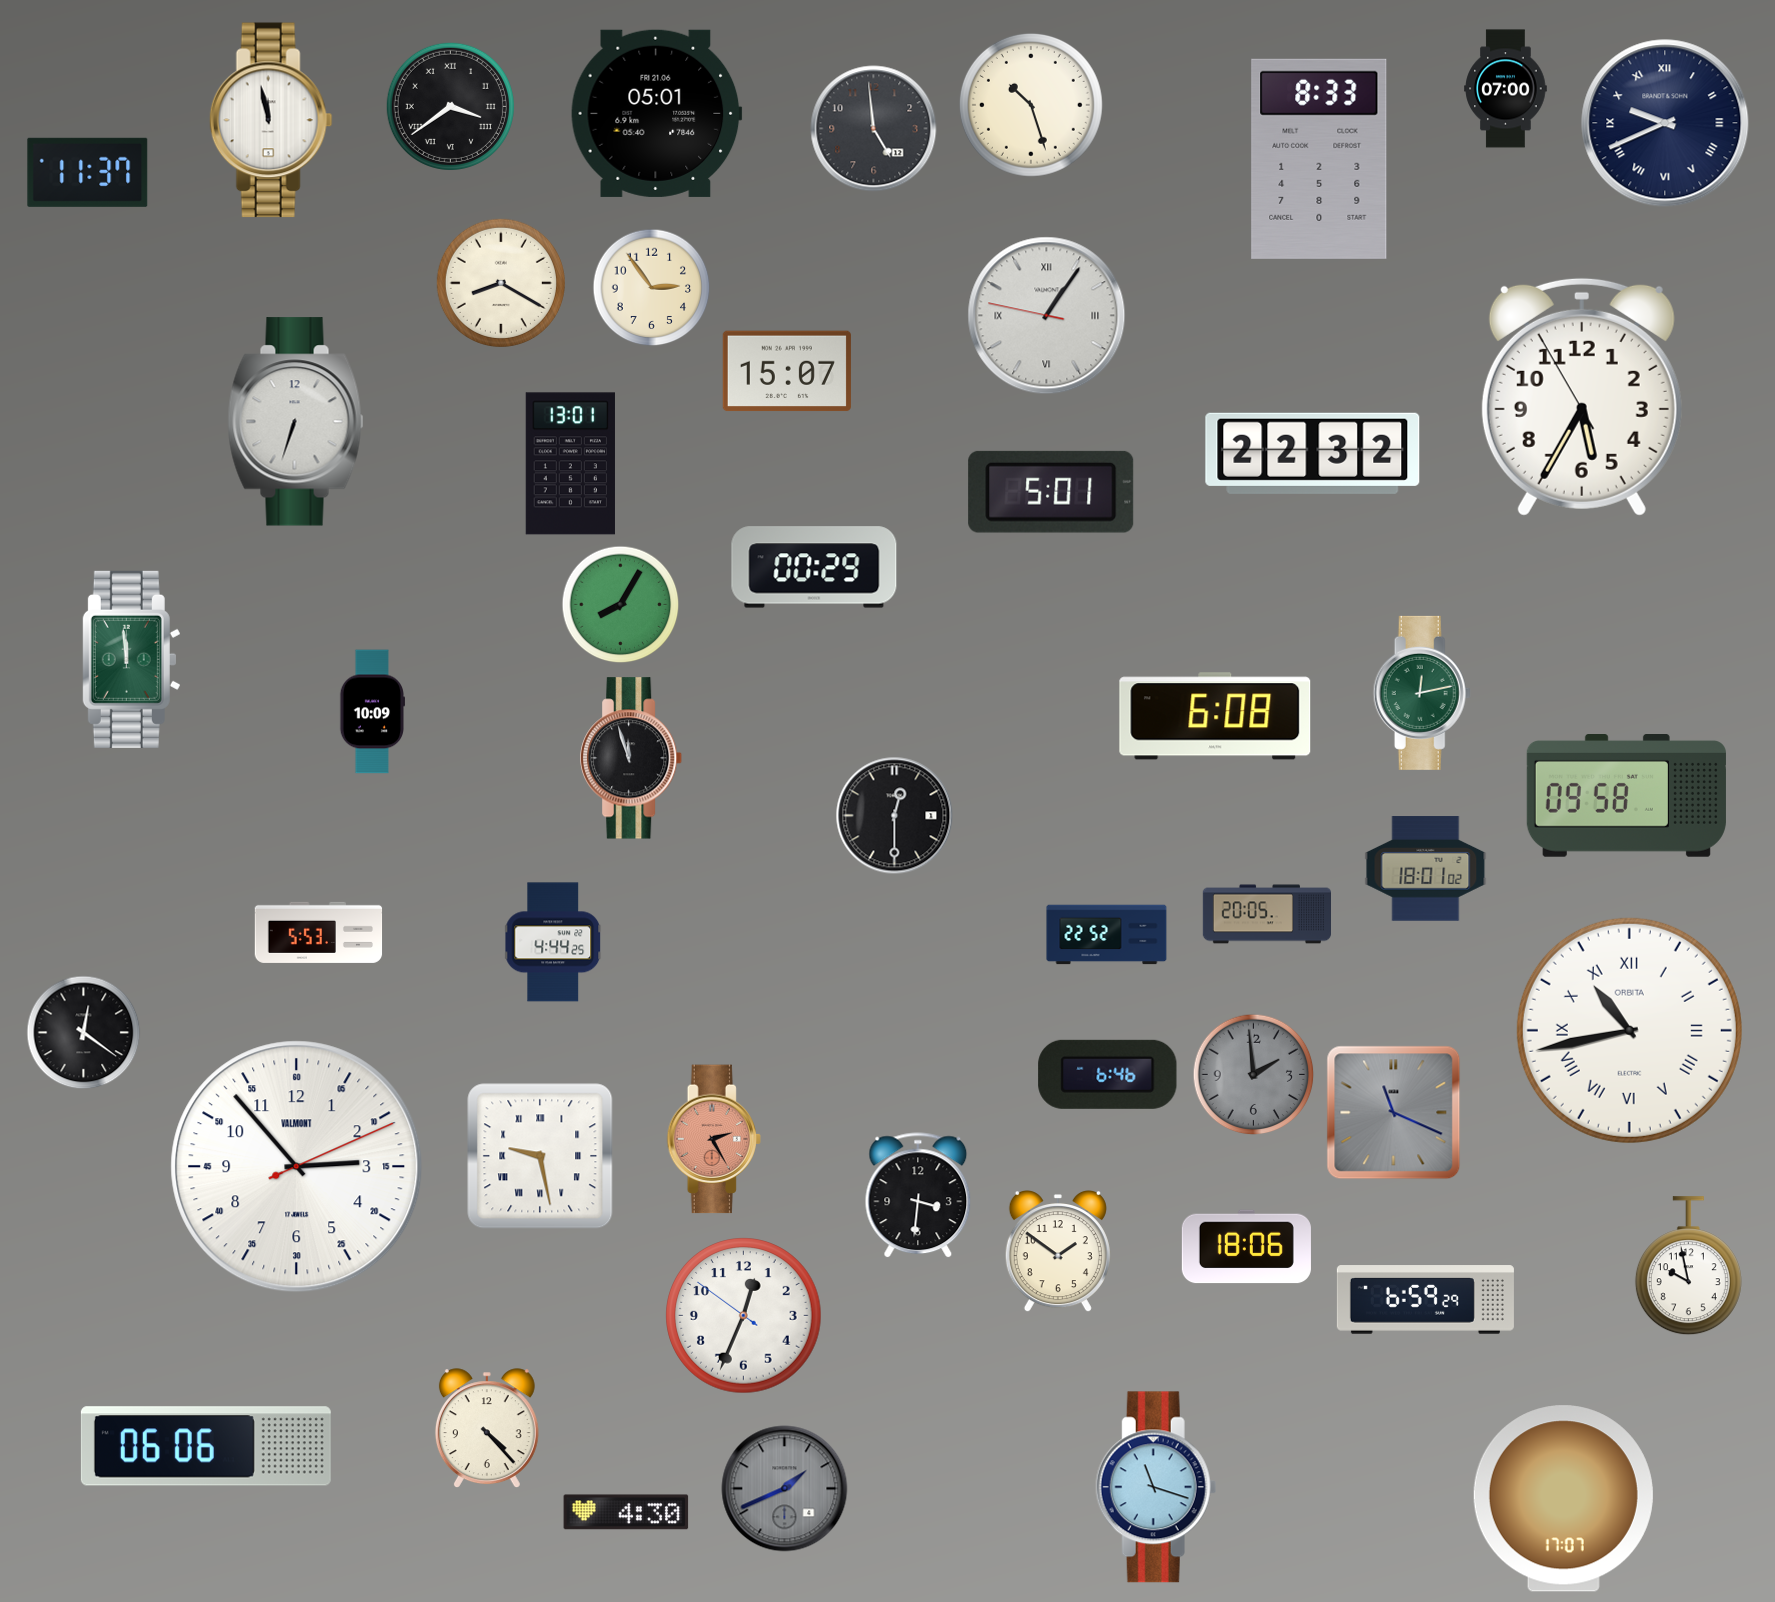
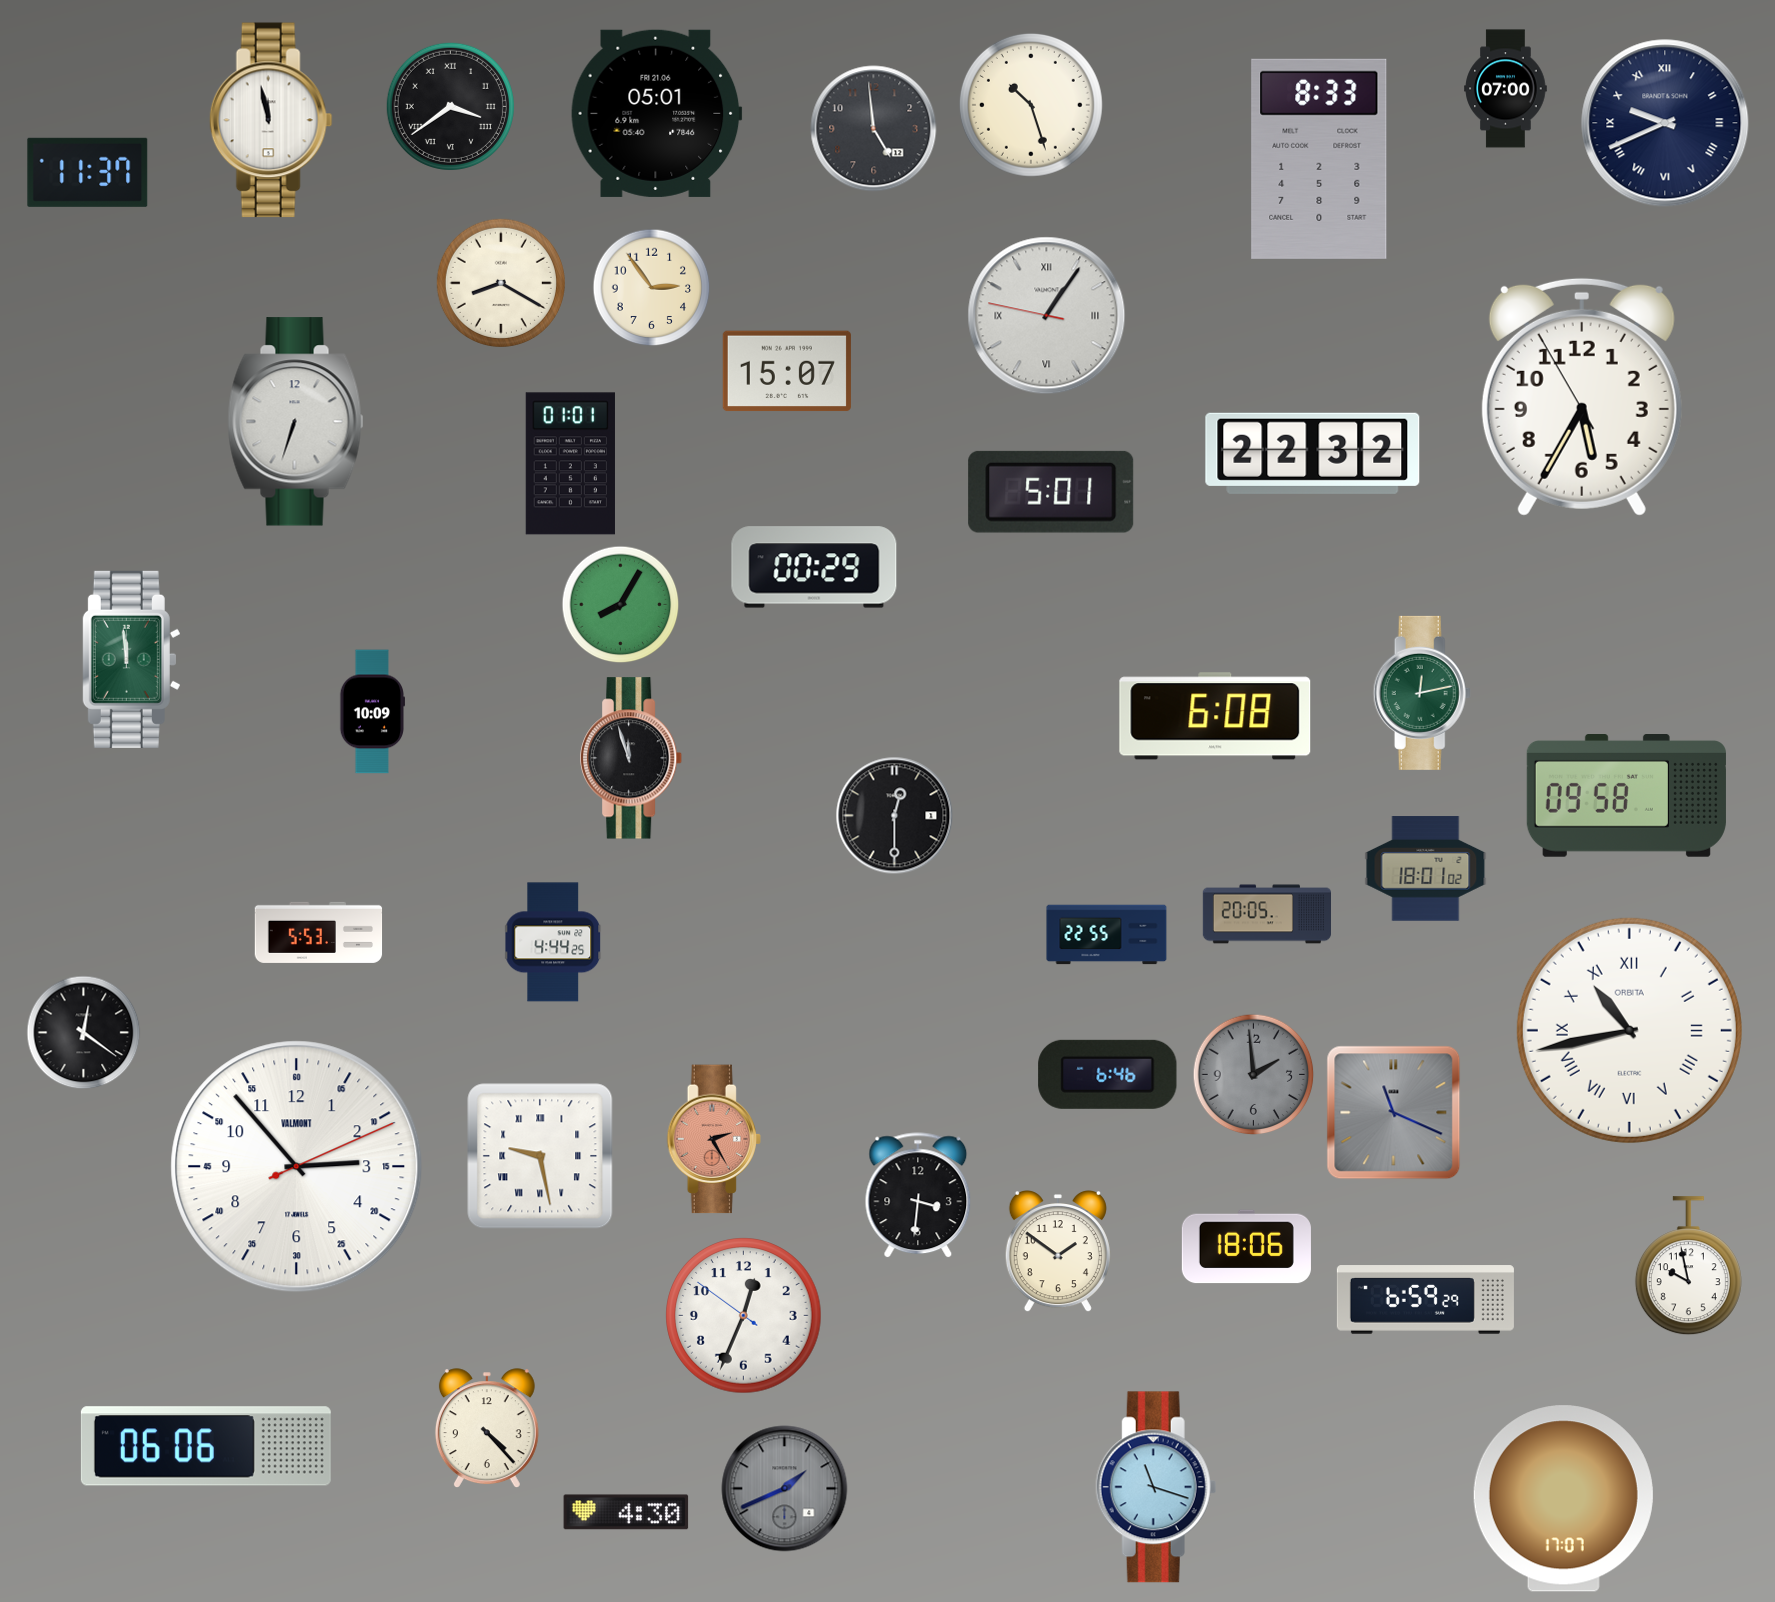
clock at (570, 464): 13:01 -> 01:01
clock at (1107, 935): 22:52 -> 22:55
